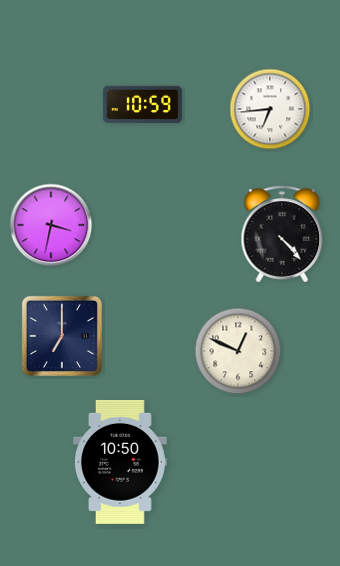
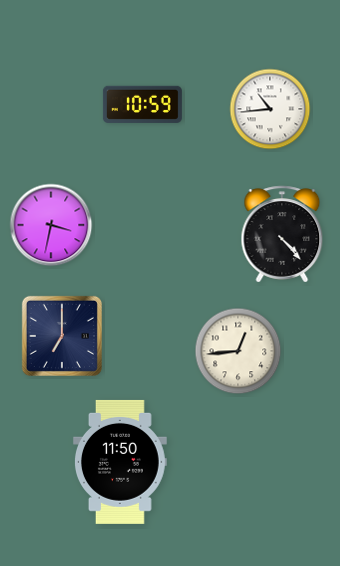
clock at (270, 109): 6:44 -> 10:44
clock at (238, 351): 12:49 -> 12:44
clock at (120, 462): 10:50 -> 11:50
